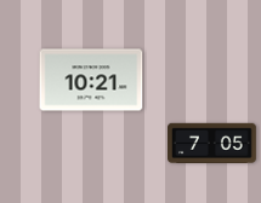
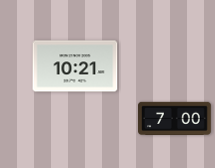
clock at (212, 143): 7:05 -> 7:00
